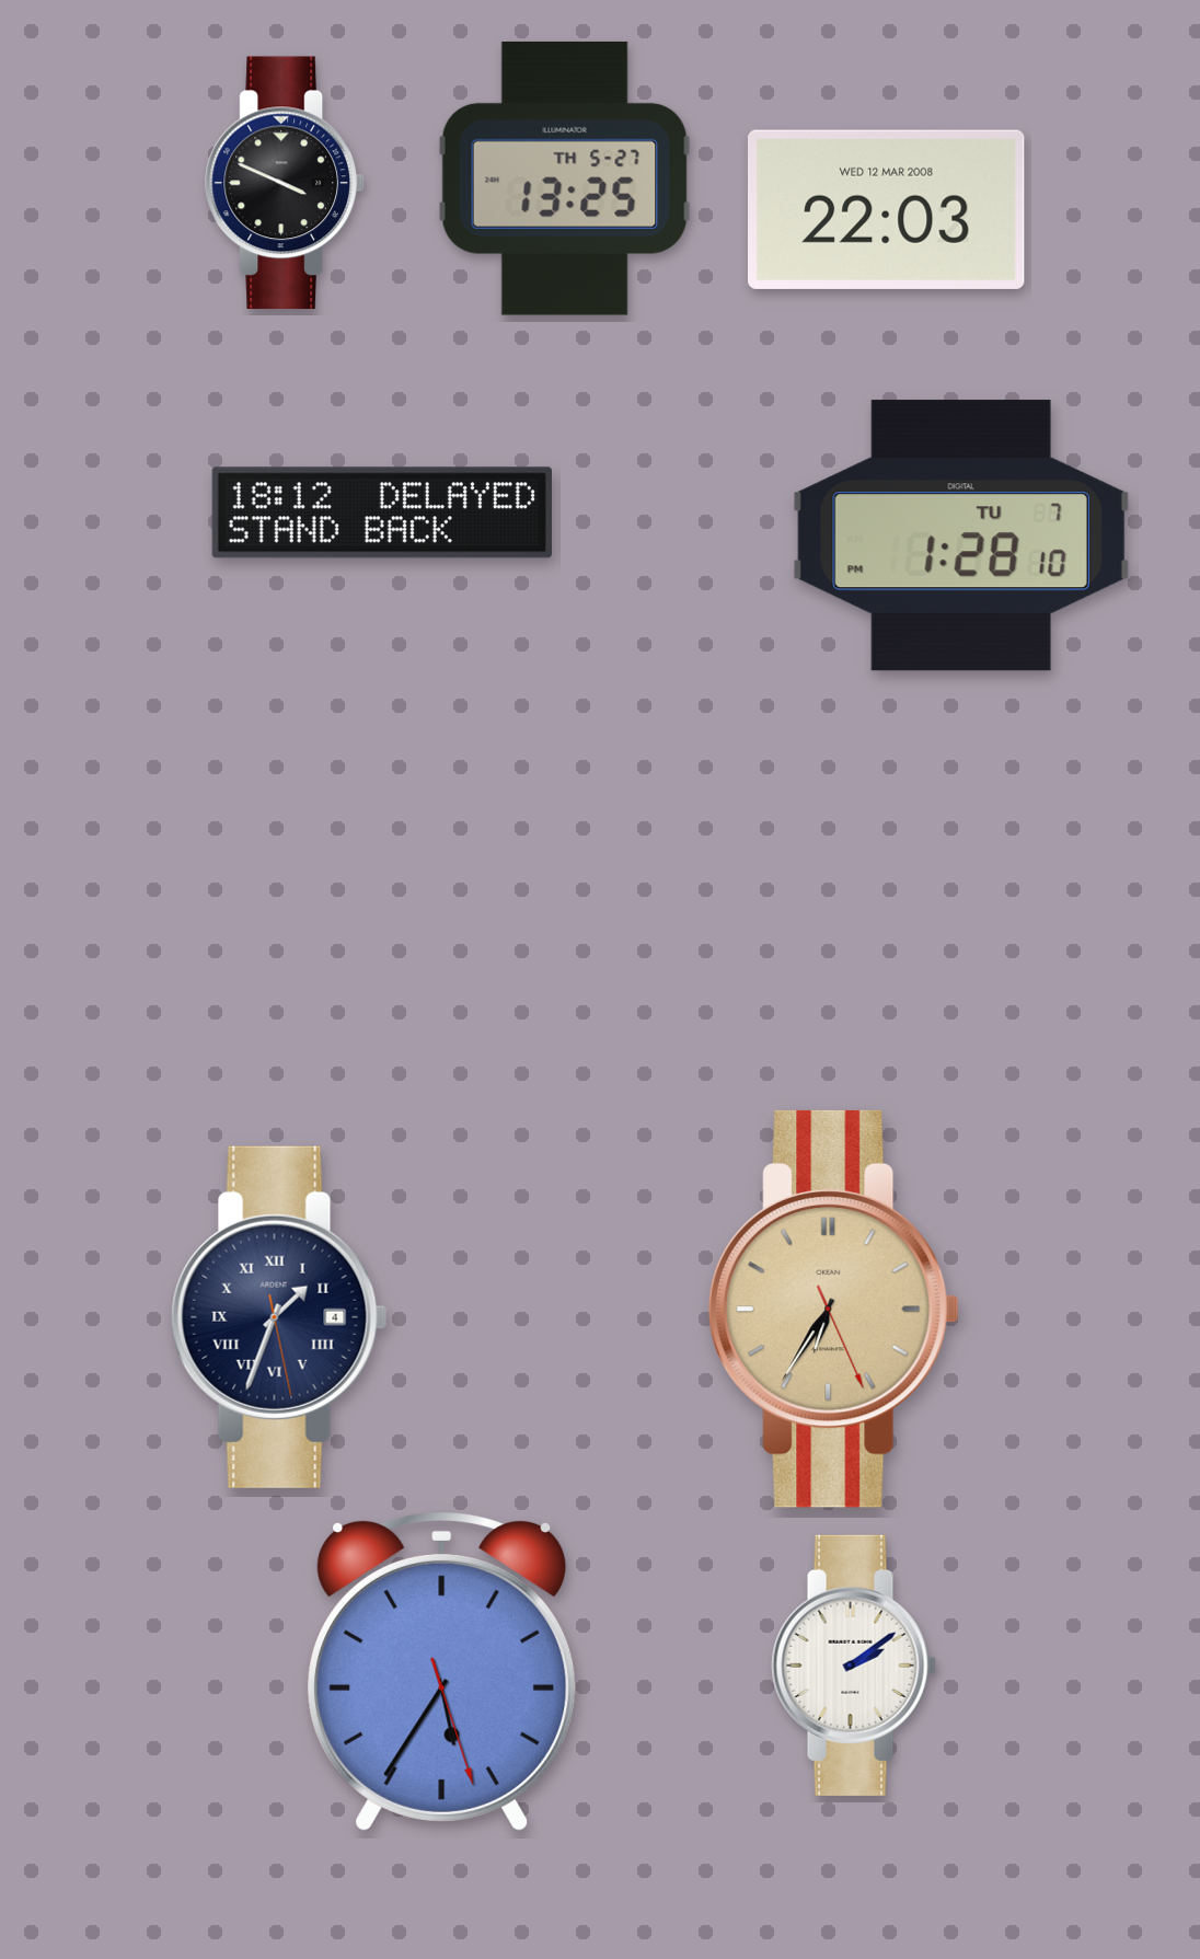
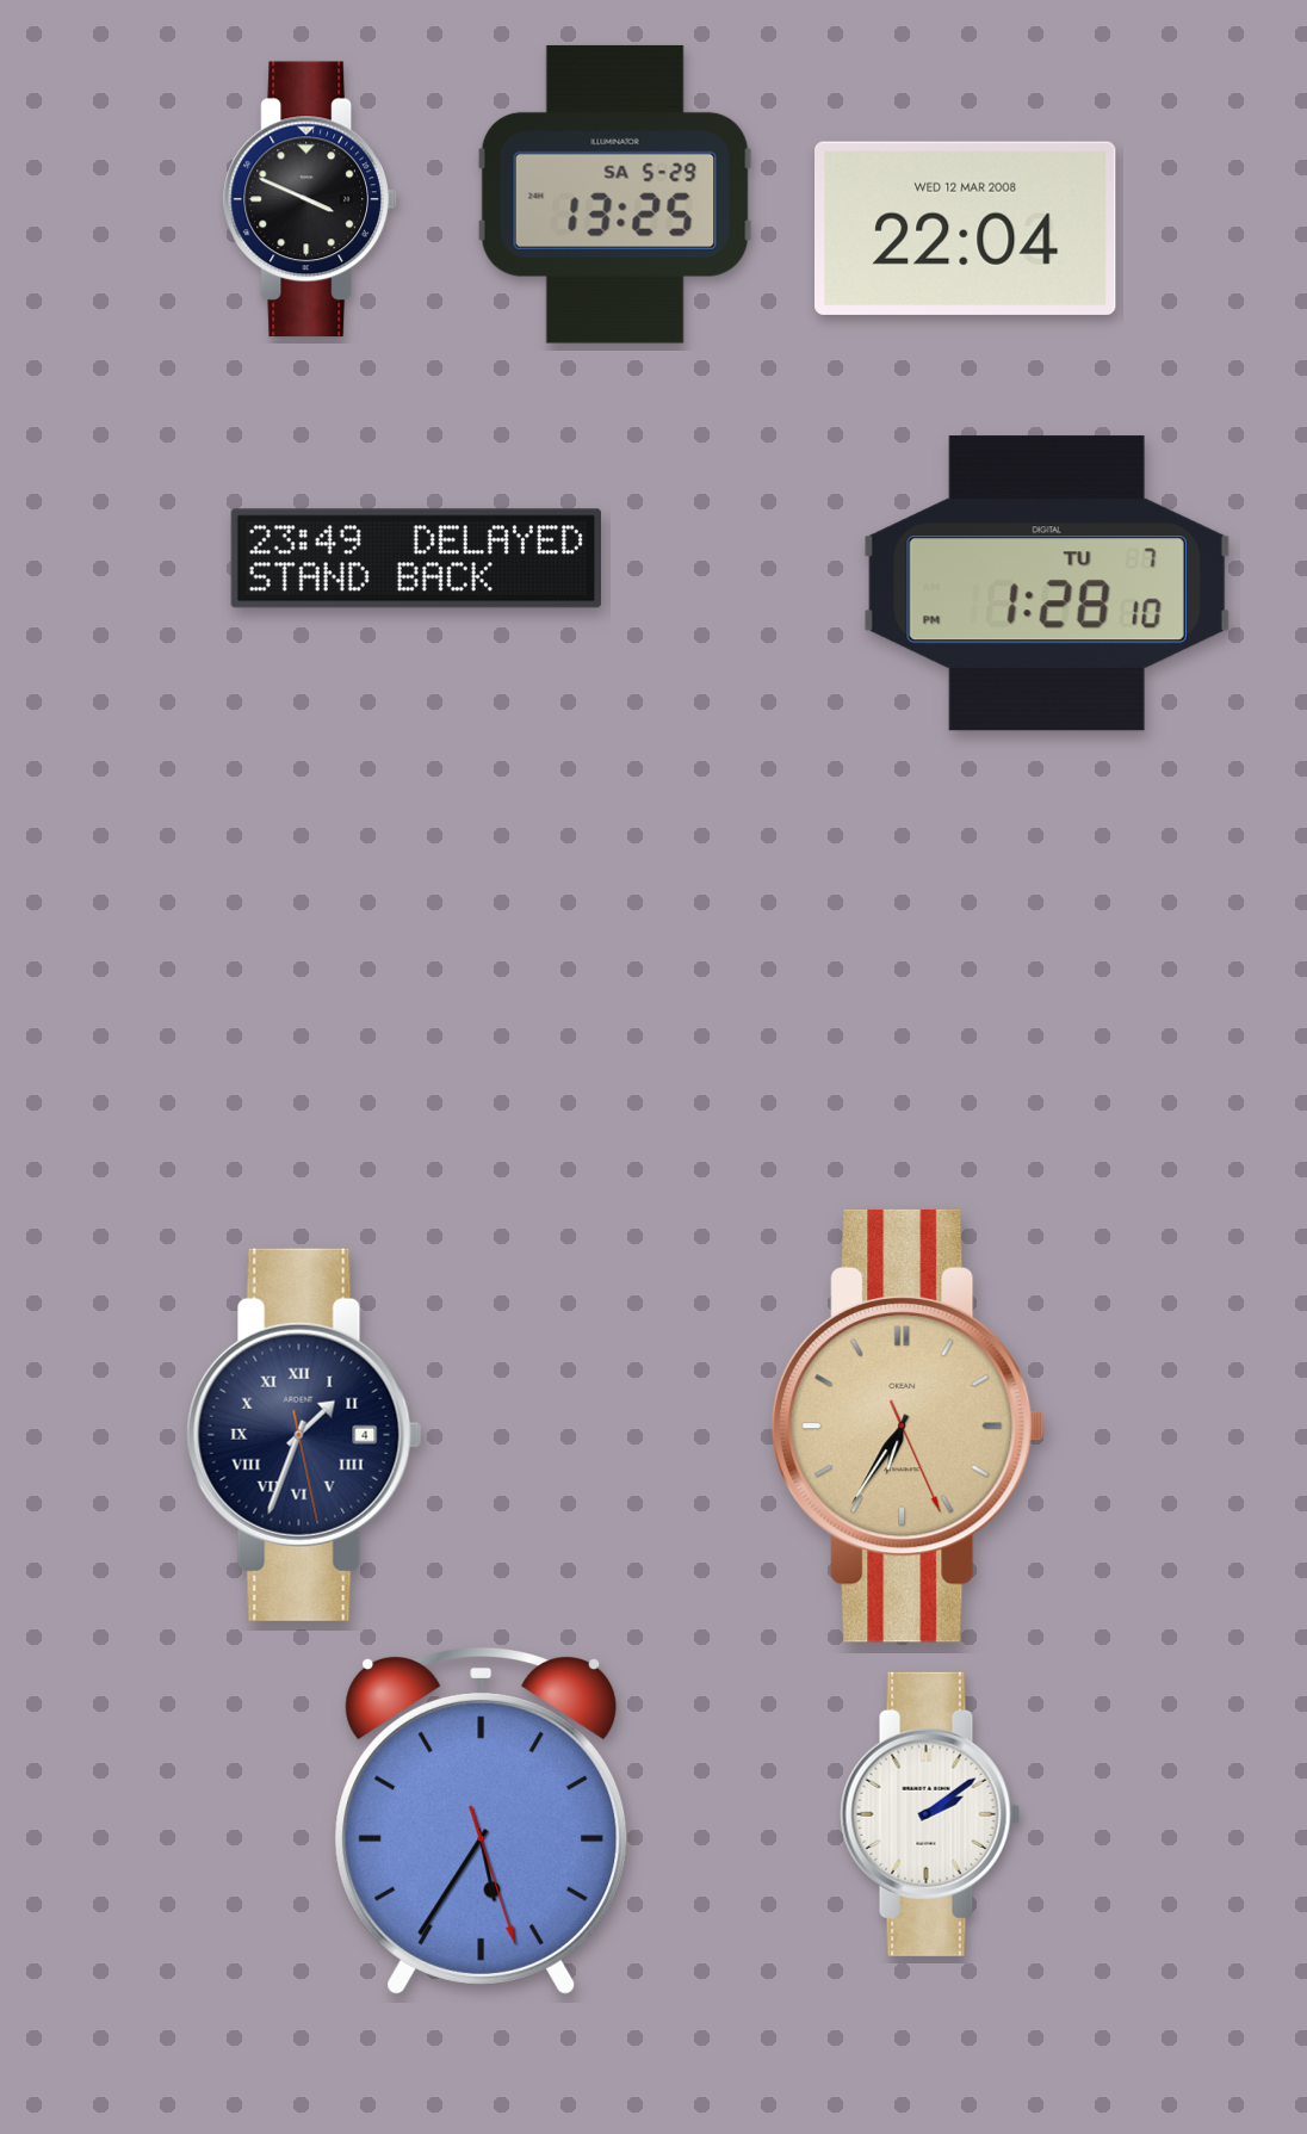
clock at (565, 178) date: TH 5-27 -> SA 5-29
clock at (887, 209): 22:03 -> 22:04
clock at (382, 512): 18:12 -> 23:49
